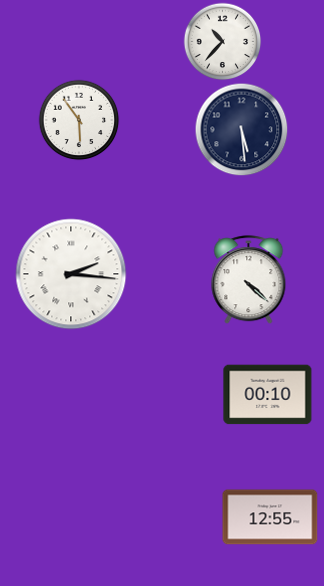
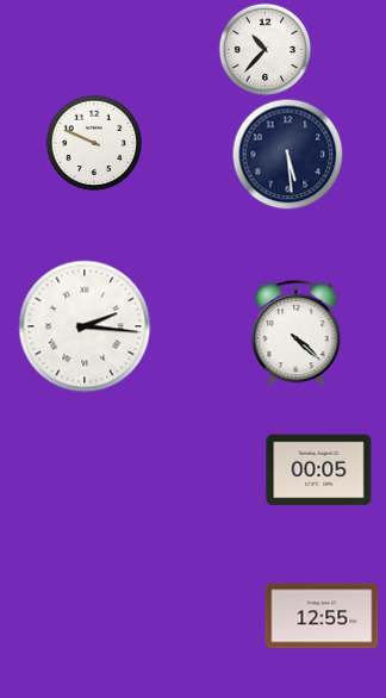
clock at (79, 120): 5:54 -> 9:49
clock at (268, 395): 00:10 -> 00:05
